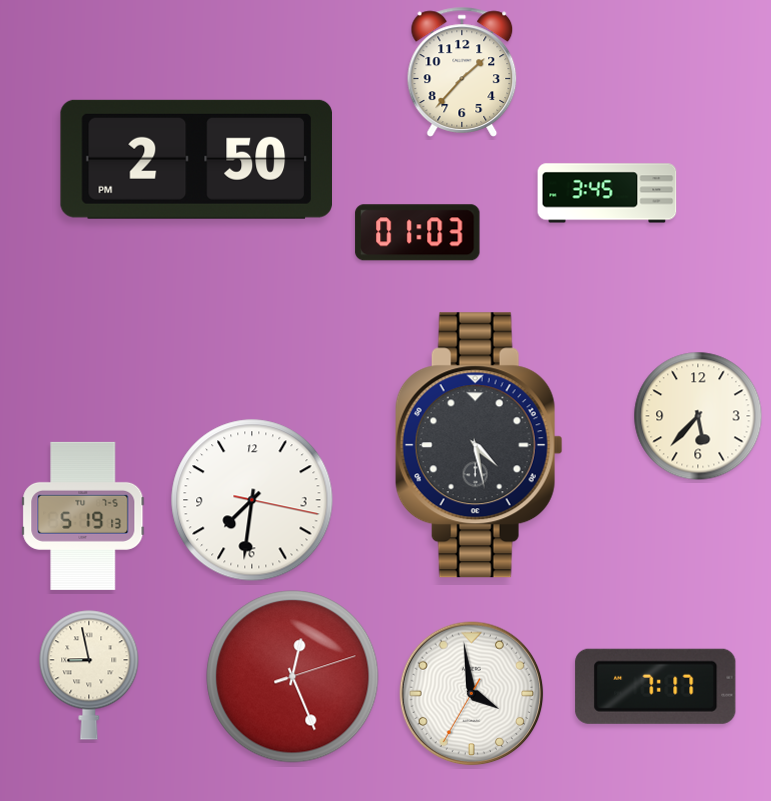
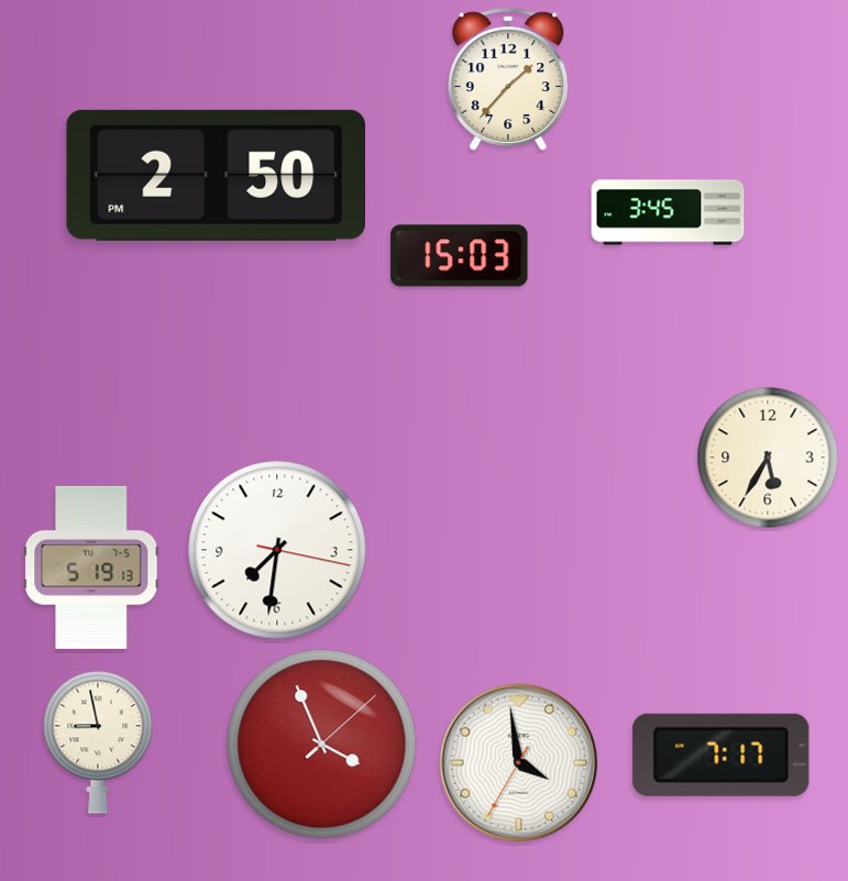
clock at (418, 233): 01:03 -> 15:03
clock at (698, 416): 5:37 -> 5:35
clock at (479, 445): 4:28 -> none
clock at (293, 677): 12:26 -> 3:56
